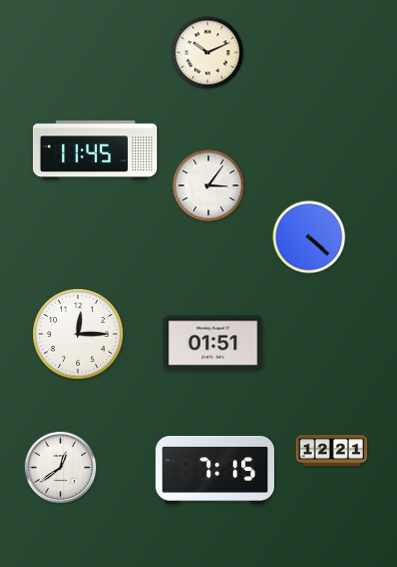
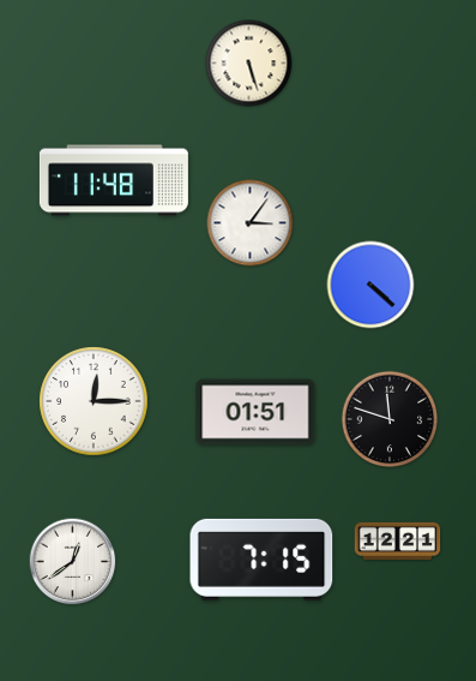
clock at (208, 53): 10:11 -> 5:27
clock at (95, 150): 11:45 -> 11:48
clock at (390, 419): none -> 11:48
clock at (215, 470) position: (215, 470) -> (261, 560)
